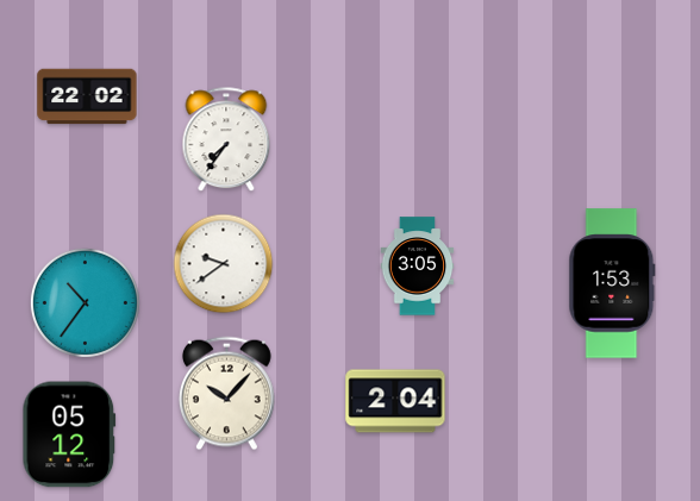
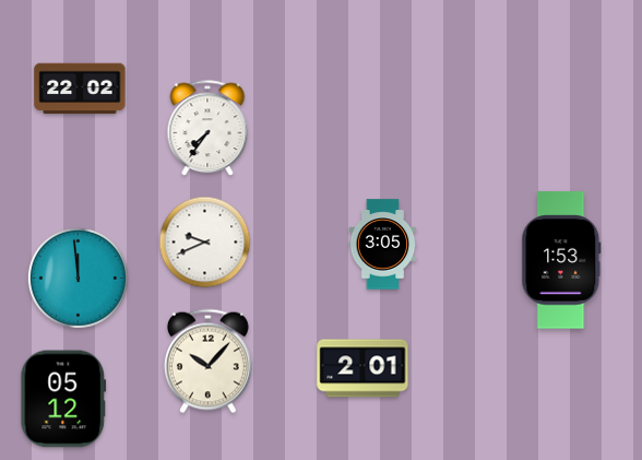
clock at (224, 264): 9:39 -> 9:41
clock at (85, 302): 10:36 -> 11:59
clock at (395, 401): 2:04 -> 2:01
